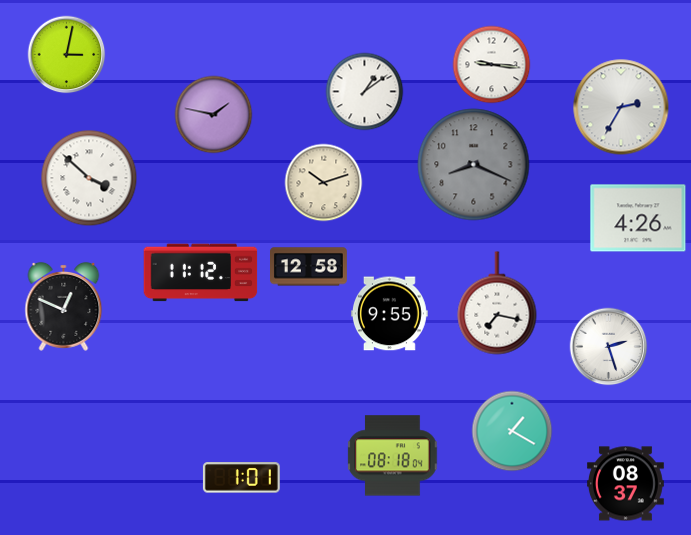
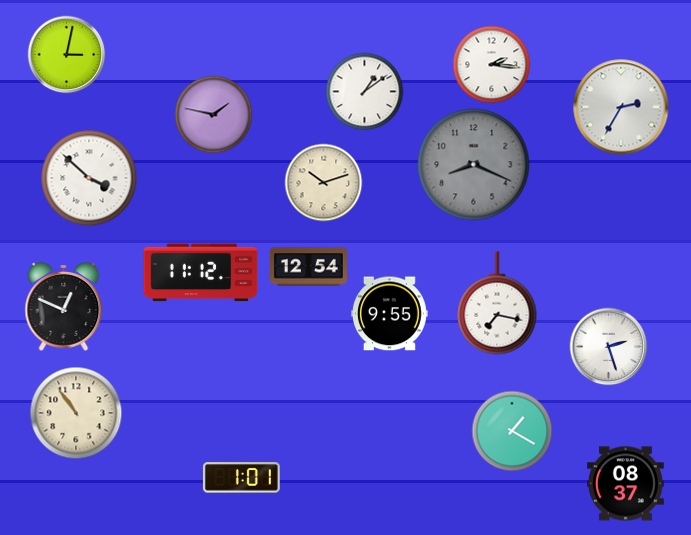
clock at (491, 64): 9:16 -> 2:16
clock at (638, 218): 4:26 -> none
clock at (309, 267): 12:58 -> 12:54
clock at (76, 413): none -> 10:54
clock at (393, 456): 08:18 -> none
